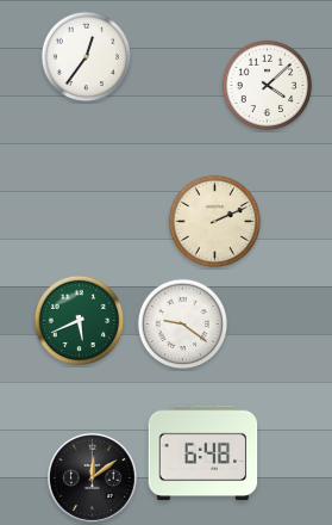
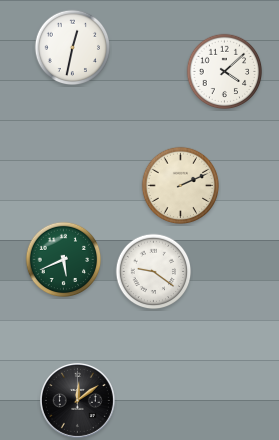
clock at (87, 57): 12:36 -> 12:32
clock at (80, 321) position: (80, 321) -> (64, 260)
clock at (203, 453): 6:48 -> none
